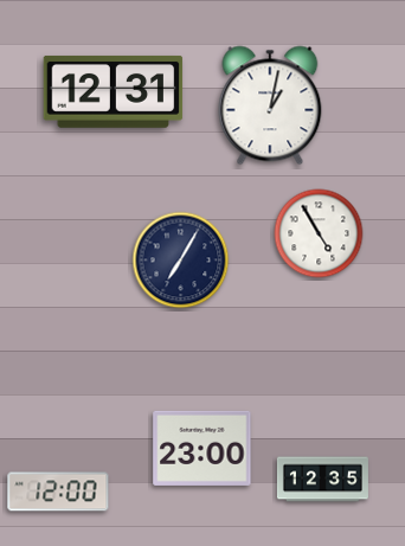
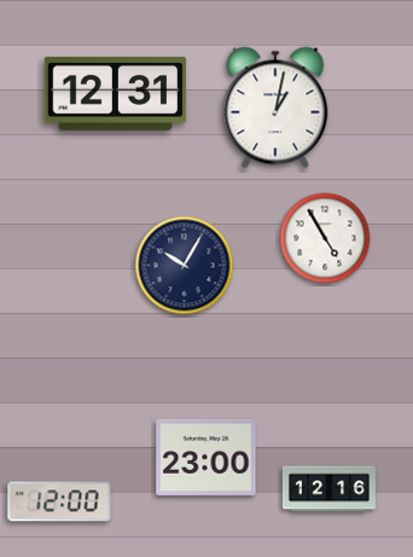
clock at (181, 261): 7:05 -> 10:05
clock at (322, 480): 12:35 -> 12:16
